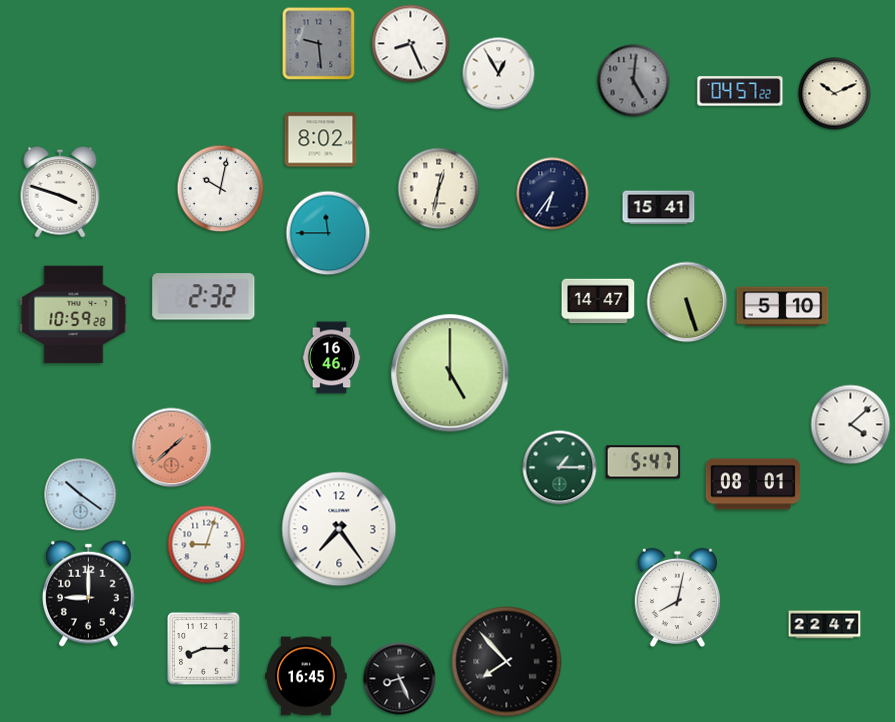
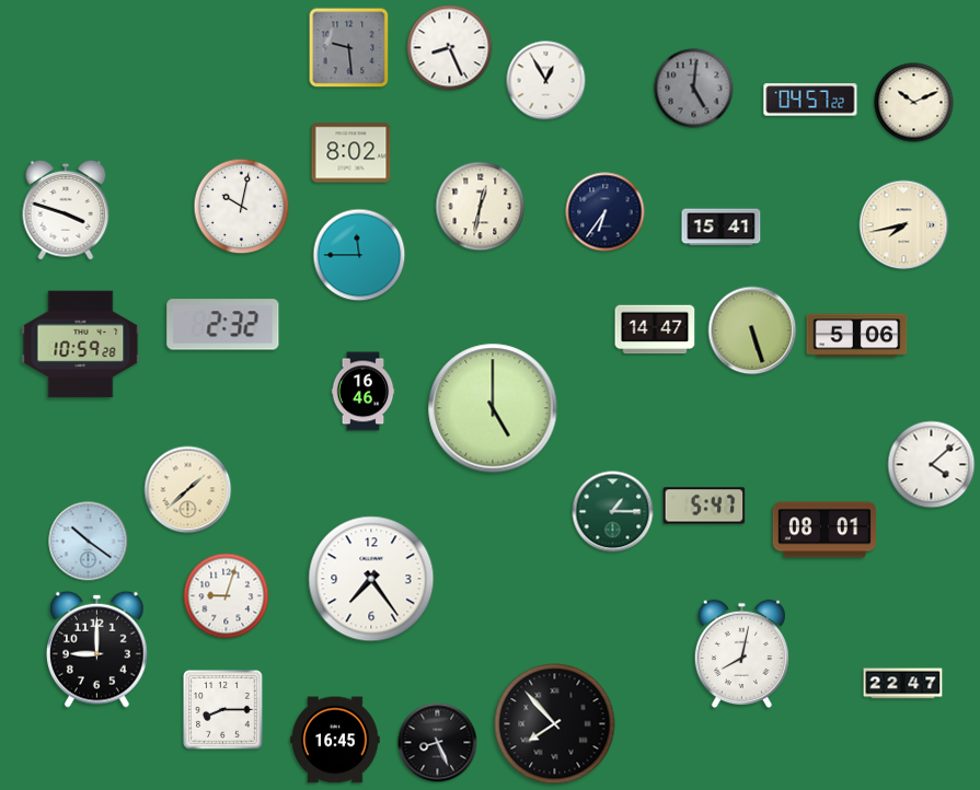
clock at (904, 225): none -> 7:43
clock at (783, 307): 5:10 -> 5:06
clock at (172, 448) dial: salmon -> cream
